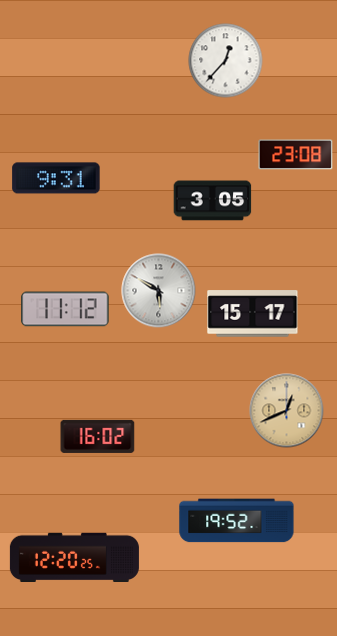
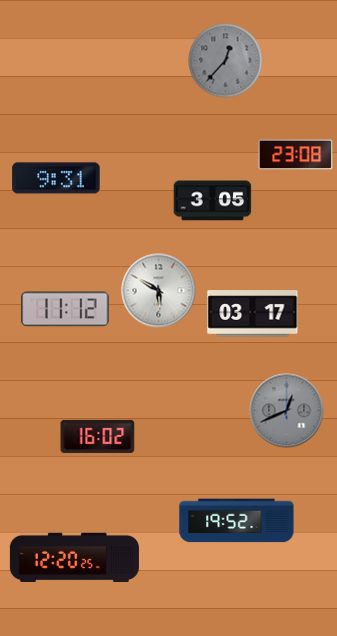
clock at (226, 61) dial: white -> grey
clock at (253, 314): 15:17 -> 03:17
clock at (287, 411) dial: champagne -> grey
